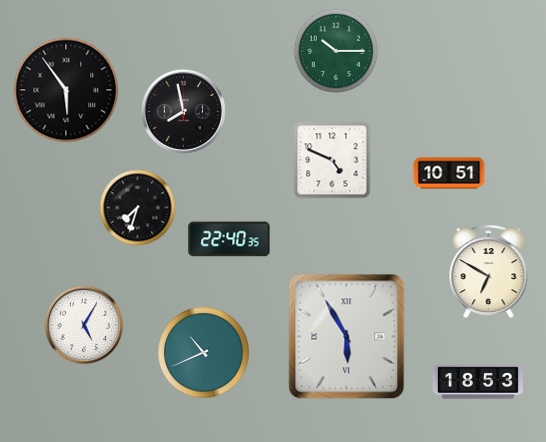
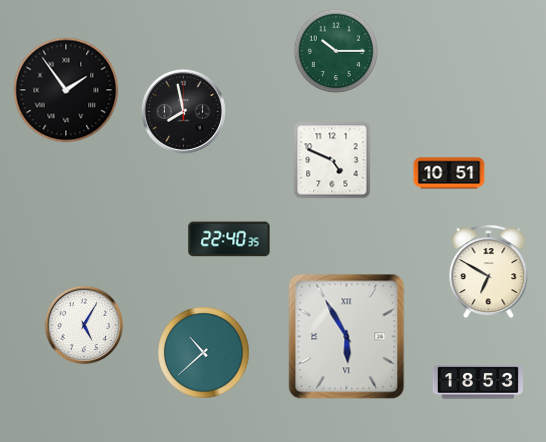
clock at (66, 90): 5:54 -> 1:54
clock at (138, 208): 7:33 -> none
clock at (204, 353): 10:41 -> 10:38
